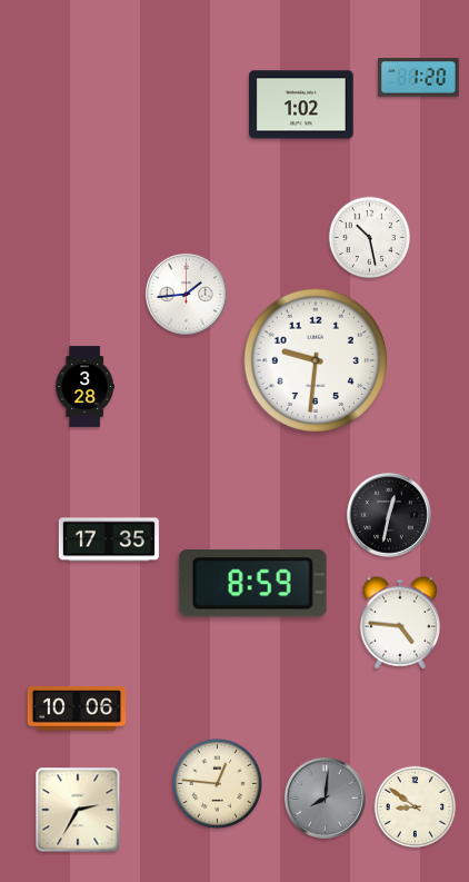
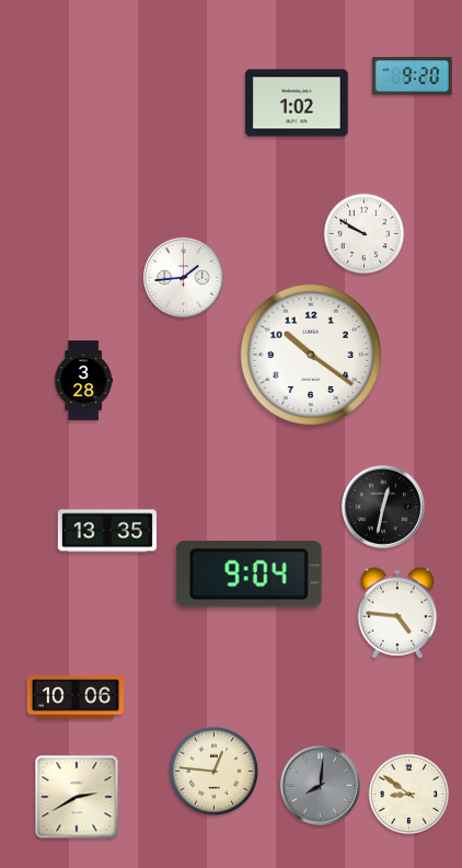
clock at (419, 78): 1:20 -> 9:20
clock at (370, 238): 10:28 -> 9:50
clock at (186, 294) position: (186, 294) -> (183, 277)
clock at (315, 359): 9:31 -> 10:21
clock at (109, 539): 17:35 -> 13:35
clock at (252, 584): 8:59 -> 9:04
clock at (400, 623) position: (400, 623) -> (397, 613)
clock at (78, 810): 2:35 -> 2:40
